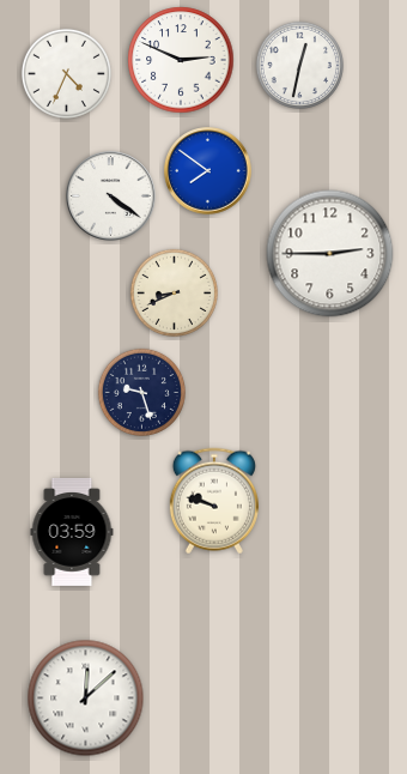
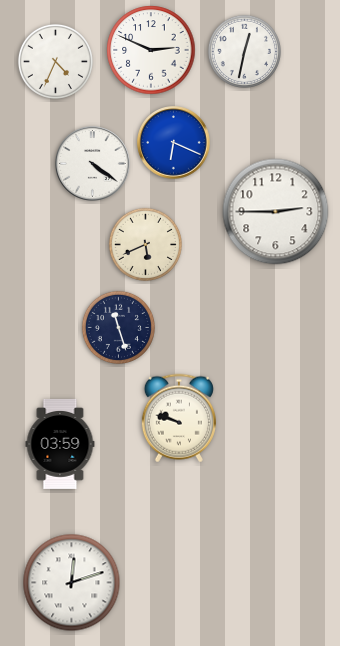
clock at (299, 65) position: (299, 65) -> (244, 51)
clock at (208, 171): 7:51 -> 6:19
clock at (174, 292): 8:41 -> 5:41
clock at (141, 392): 9:27 -> 11:27
clock at (86, 699): 12:08 -> 12:12
